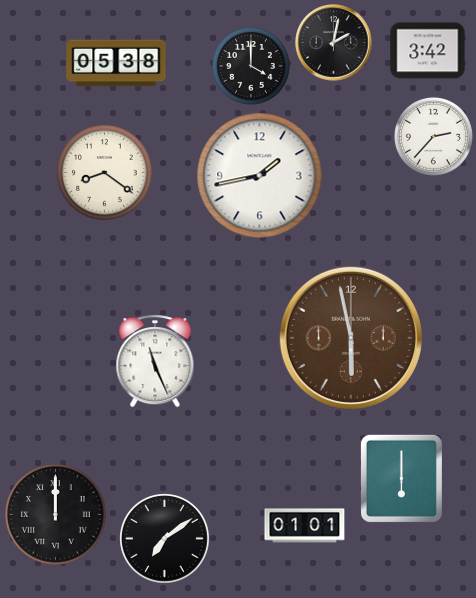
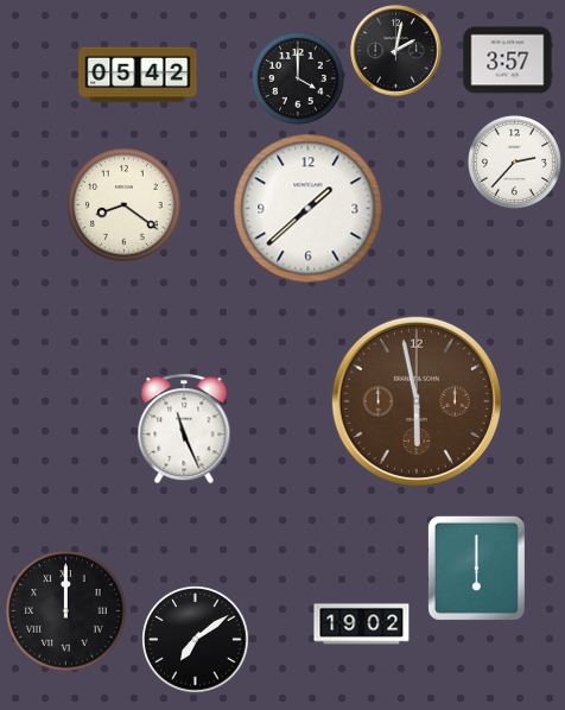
clock at (428, 51): 3:42 -> 3:57
clock at (116, 63): 05:38 -> 05:42
clock at (260, 176): 1:43 -> 1:38
clock at (305, 526): 01:01 -> 19:02
